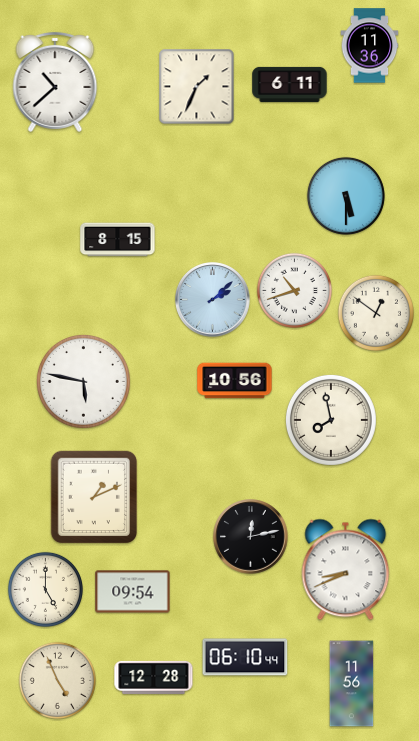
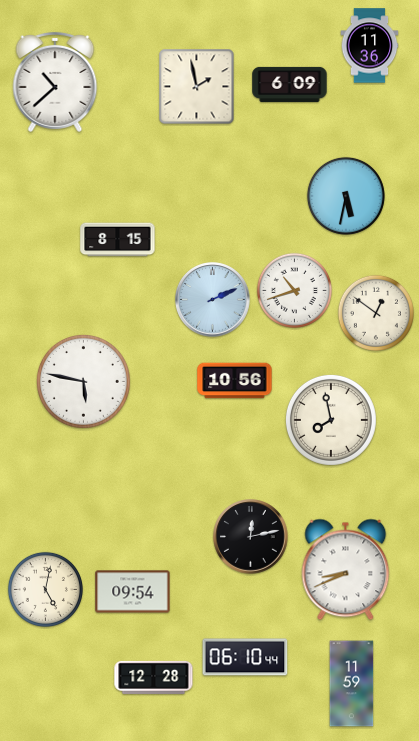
clock at (290, 84): 6:11 -> 6:09
clock at (197, 87): 1:34 -> 1:58
clock at (346, 196): 5:30 -> 5:32
clock at (213, 300): 2:08 -> 2:11
clock at (94, 497): 1:11 -> none
clock at (45, 589): 5:00 -> 5:02
clock at (57, 680): 4:56 -> none
clock at (352, 684): 11:56 -> 11:59
